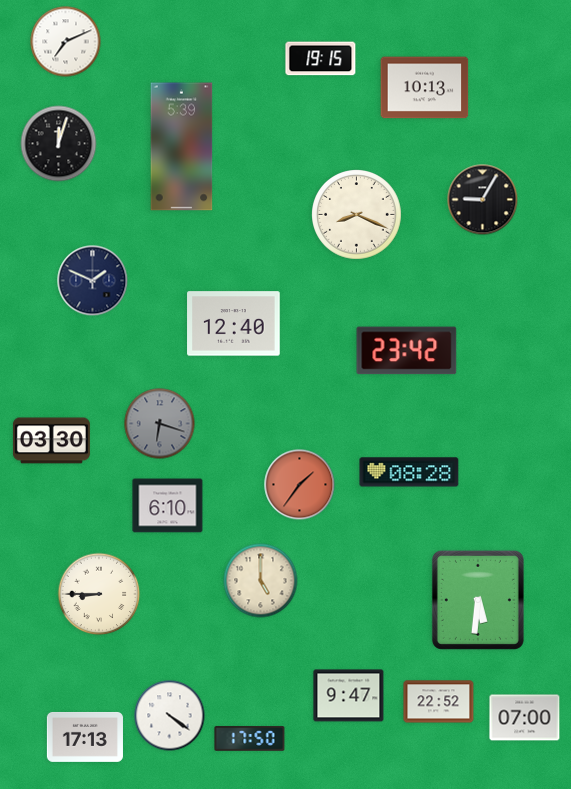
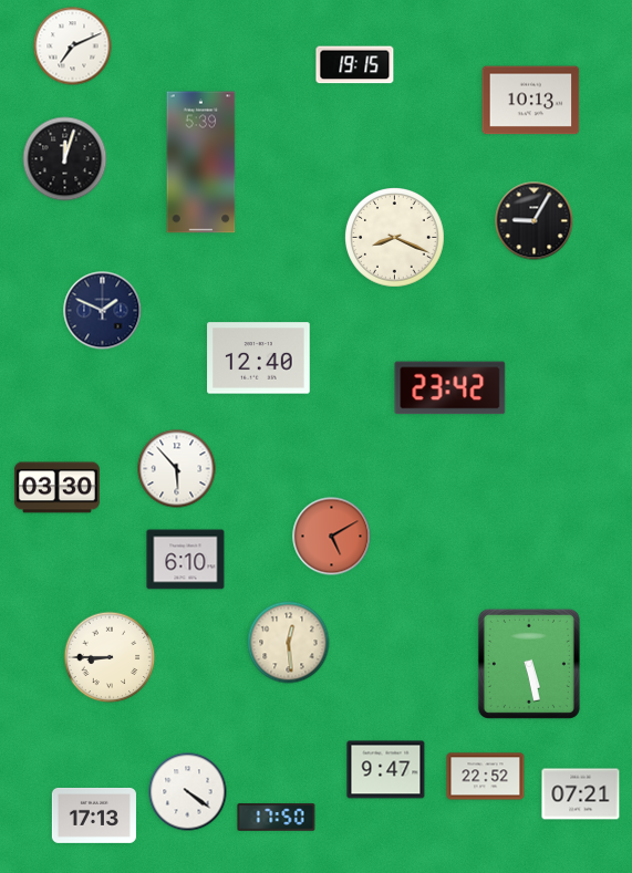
clock at (425, 88) position: (425, 88) -> (531, 101)
clock at (160, 424): 6:18 -> 5:53
clock at (160, 424) dial: grey -> white
clock at (409, 472): 08:28 -> none
clock at (300, 485): 1:36 -> 5:10
clock at (261, 581): 5:00 -> 12:29
clock at (478, 600): 5:31 -> 5:28
clock at (525, 718): 07:00 -> 07:21
